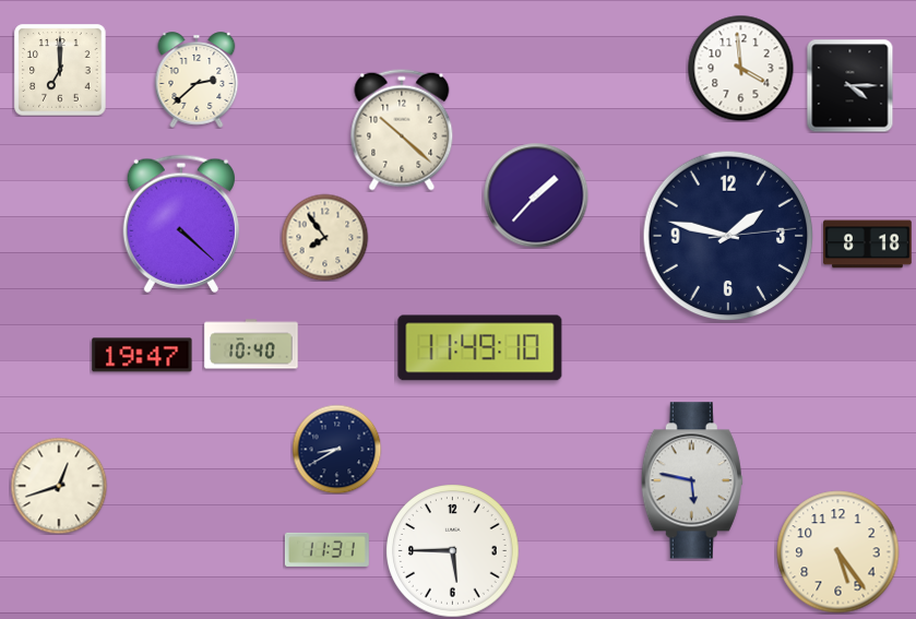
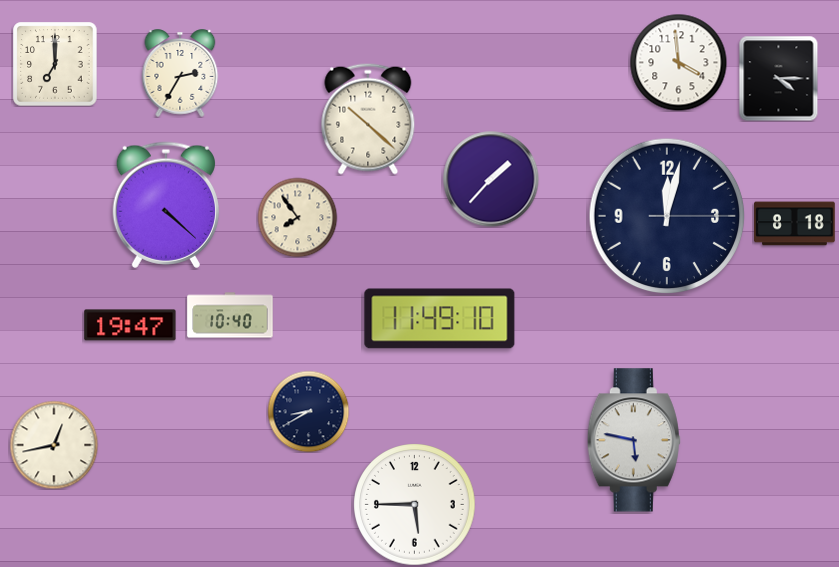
clock at (197, 80): 2:38 -> 2:35
clock at (728, 236): 1:47 -> 12:02
clock at (59, 486): 12:42 -> 12:43
clock at (326, 549): 11:31 -> none
clock at (838, 552): 5:24 -> none
